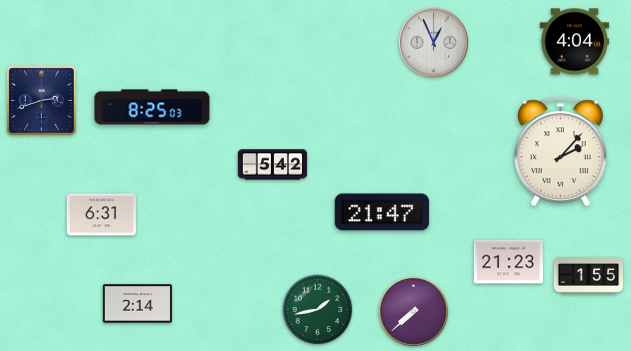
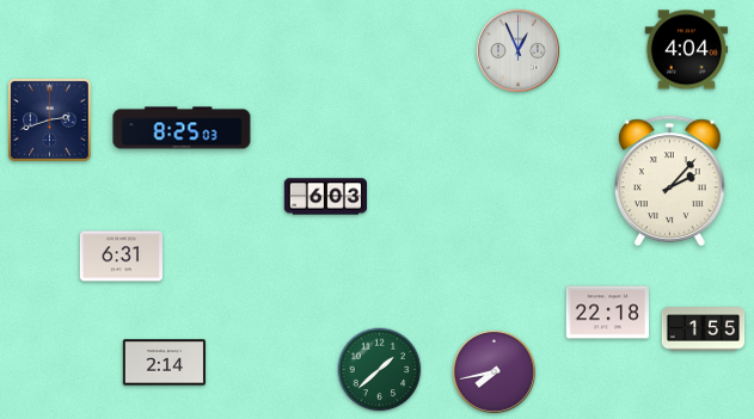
clock at (273, 165): 5:42 -> 6:03
clock at (382, 212): 21:47 -> none
clock at (508, 262): 21:23 -> 22:18
clock at (318, 310): 1:43 -> 1:38
clock at (413, 311): 7:38 -> 7:43
